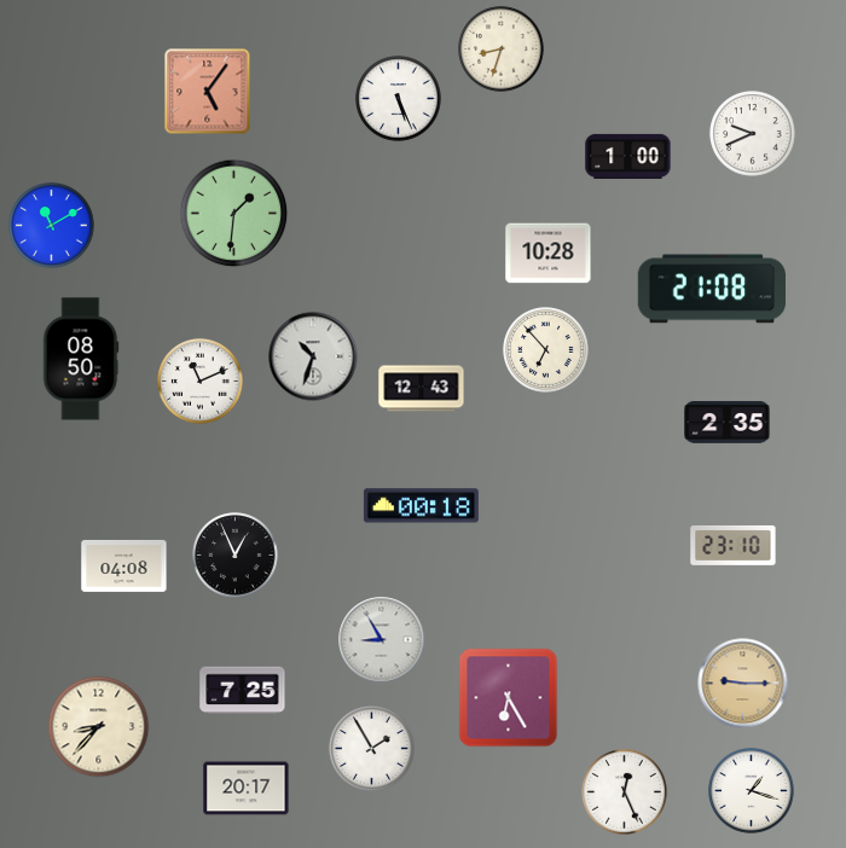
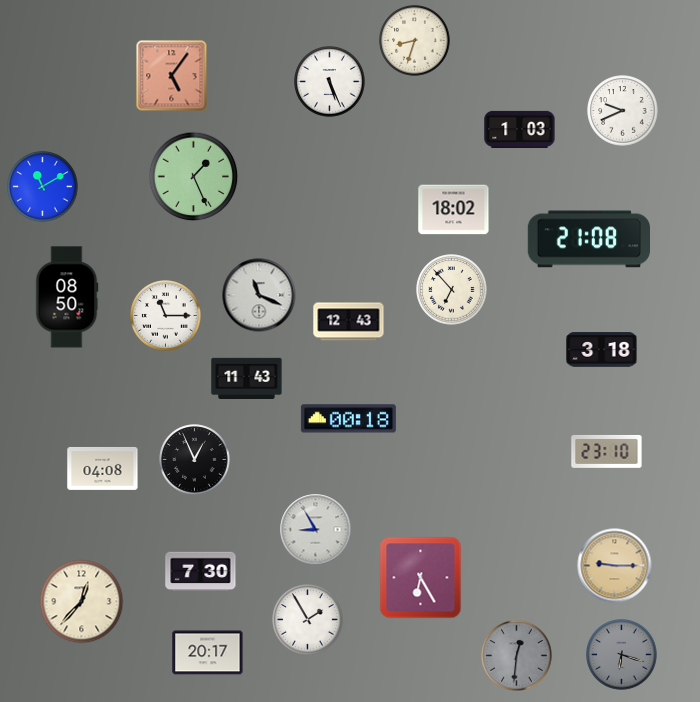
clock at (628, 156): 1:00 -> 1:03
clock at (234, 214): 1:31 -> 1:26
clock at (549, 254): 10:28 -> 18:02
clock at (313, 356): 10:33 -> 11:19
clock at (201, 382): 11:11 -> 11:15
clock at (728, 423): 2:35 -> 3:18
clock at (247, 378): none -> 11:43
clock at (243, 691): 7:25 -> 7:30
clock at (99, 727): 8:37 -> 12:37
clock at (247, 789) position: (247, 789) -> (208, 653)
clock at (752, 791): 1:18 -> 6:18
clock at (752, 791) dial: white -> grey
clock at (625, 792): 12:26 -> 12:31
clock at (625, 792) dial: white -> grey
